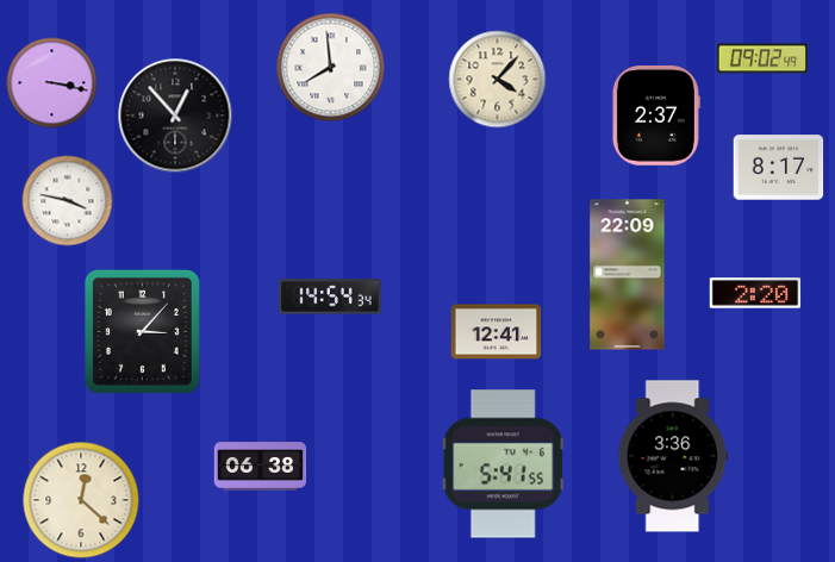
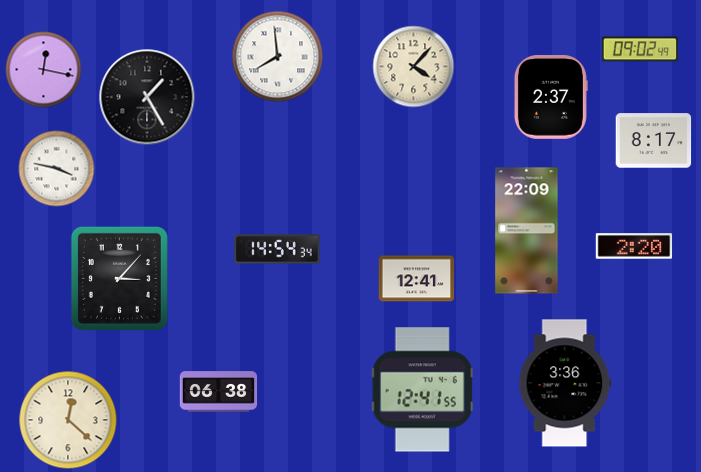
clock at (498, 80) position: (498, 80) -> (414, 67)
clock at (52, 83): 3:17 -> 12:17
clock at (175, 115): 12:53 -> 1:25
clock at (503, 464): 5:41 -> 12:41
